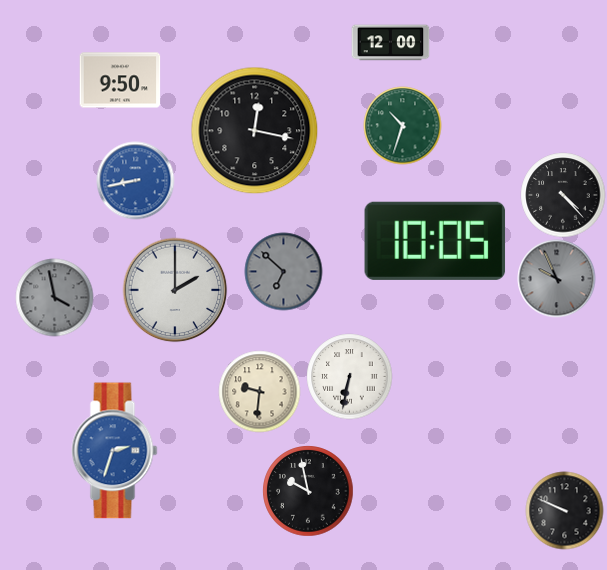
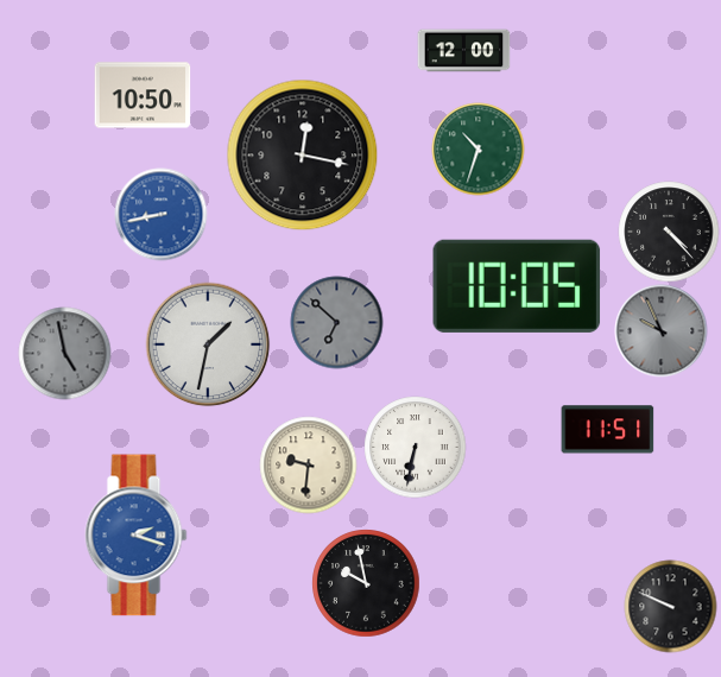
clock at (120, 80): 9:50 -> 10:50
clock at (175, 290): 2:00 -> 1:32
clock at (54, 297): 3:58 -> 4:58
clock at (607, 430): none -> 11:51
clock at (115, 451): 2:33 -> 2:18
